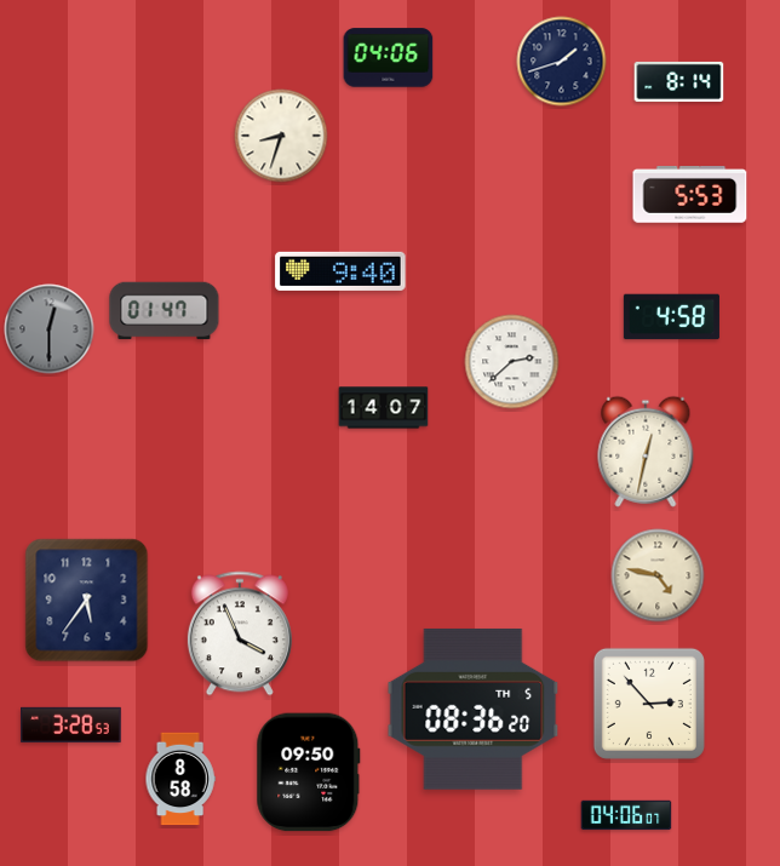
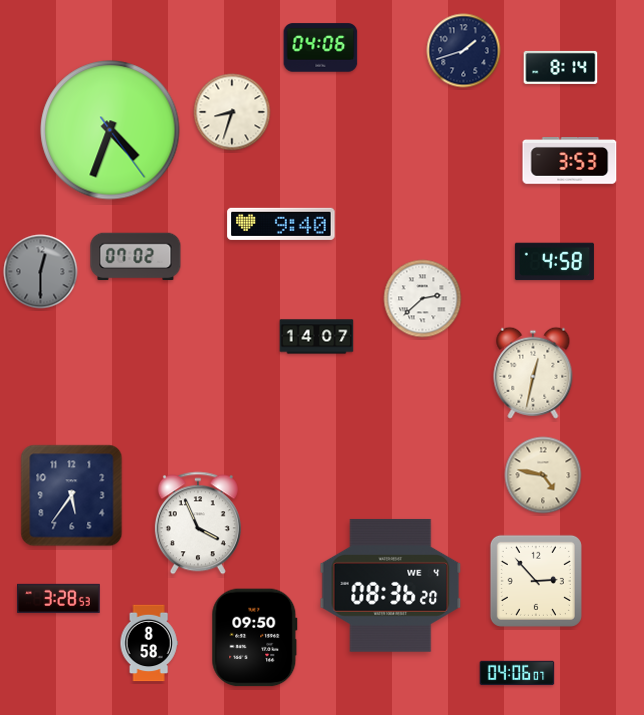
clock at (110, 130): none -> 4:33
clock at (690, 195): 5:53 -> 3:53
clock at (165, 311): 01:47 -> 07:02
clock at (474, 709) date: TH 5 -> WE 4
